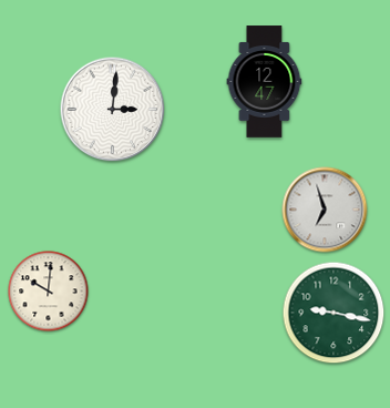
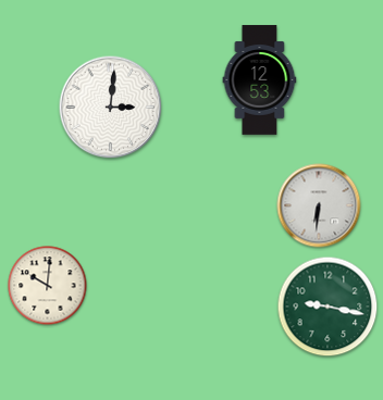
clock at (265, 82): 12:47 -> 12:53
clock at (325, 210): 6:57 -> 6:31
